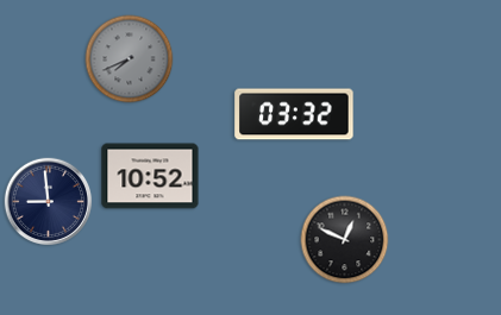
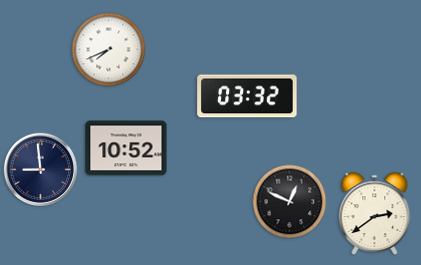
clock at (130, 59) dial: grey -> white
clock at (375, 214): none -> 2:39
